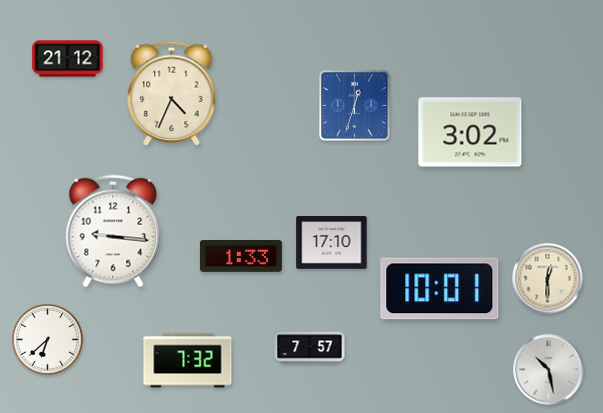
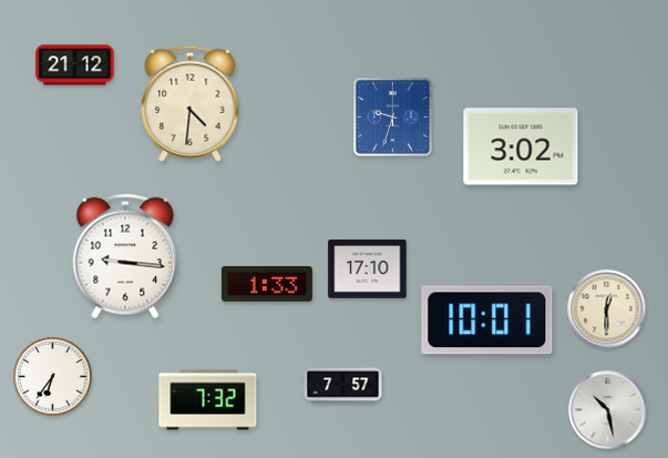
clock at (172, 93): 4:34 -> 4:31
clock at (355, 106): 12:33 -> 9:33
clock at (48, 340): 6:38 -> 6:36
